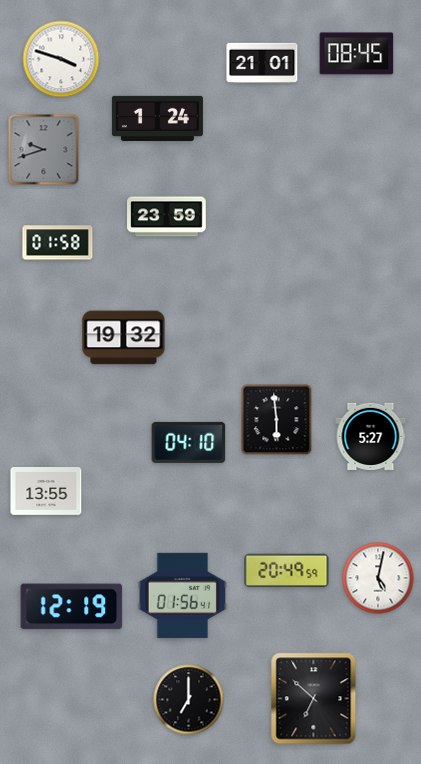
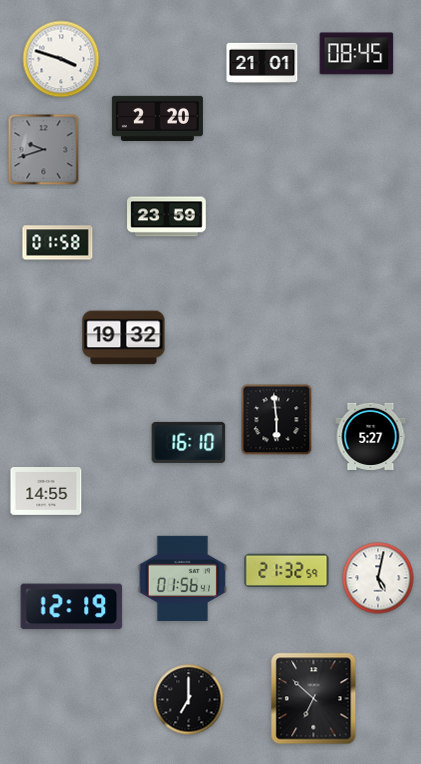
clock at (157, 118): 1:24 -> 2:20
clock at (189, 442): 04:10 -> 16:10
clock at (46, 492): 13:55 -> 14:55
clock at (287, 571): 20:49 -> 21:32
clock at (183, 595) position: (183, 595) -> (183, 578)
